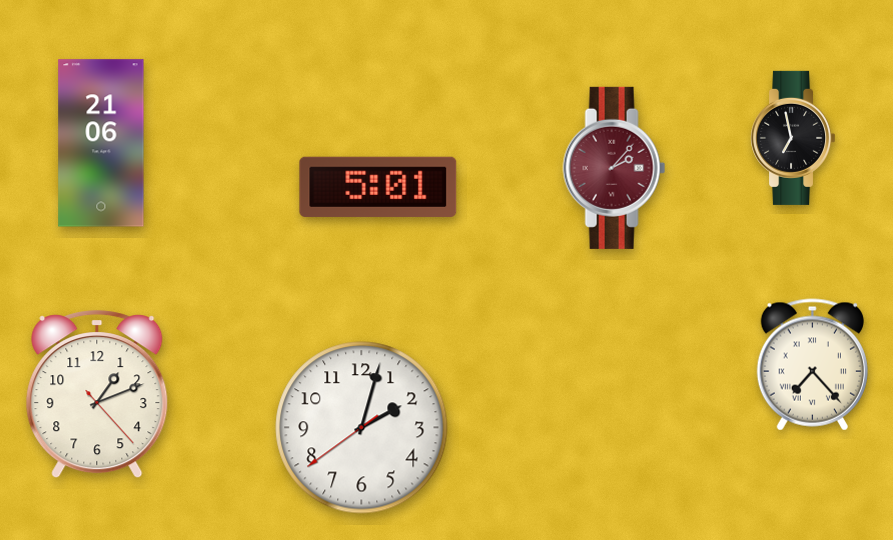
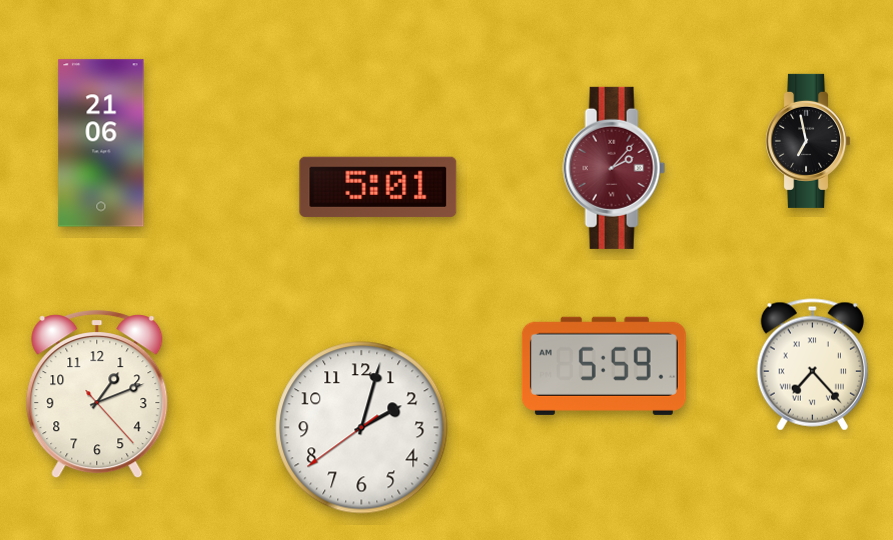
clock at (793, 138) position: (793, 138) -> (808, 141)
clock at (604, 366): none -> 5:59
